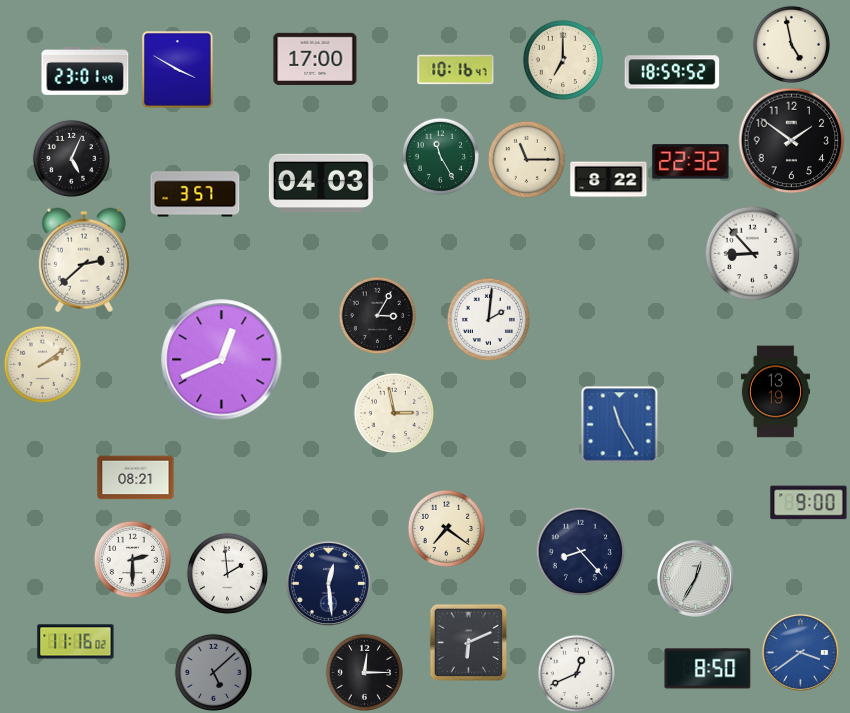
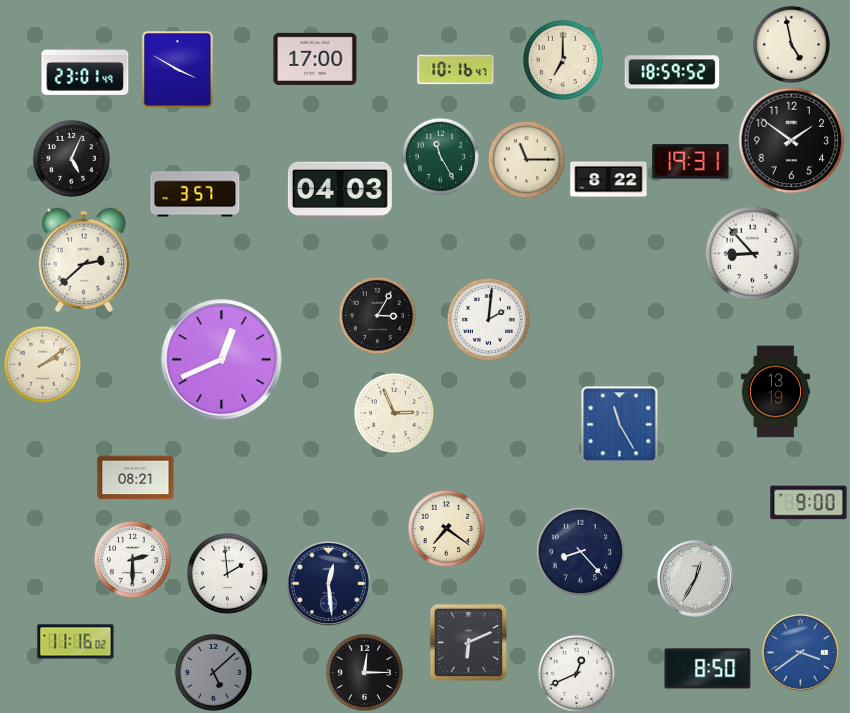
clock at (691, 162): 22:32 -> 19:31
clock at (321, 183) position: (321, 183) -> (340, 191)
clock at (394, 413): 2:58 -> 2:56
